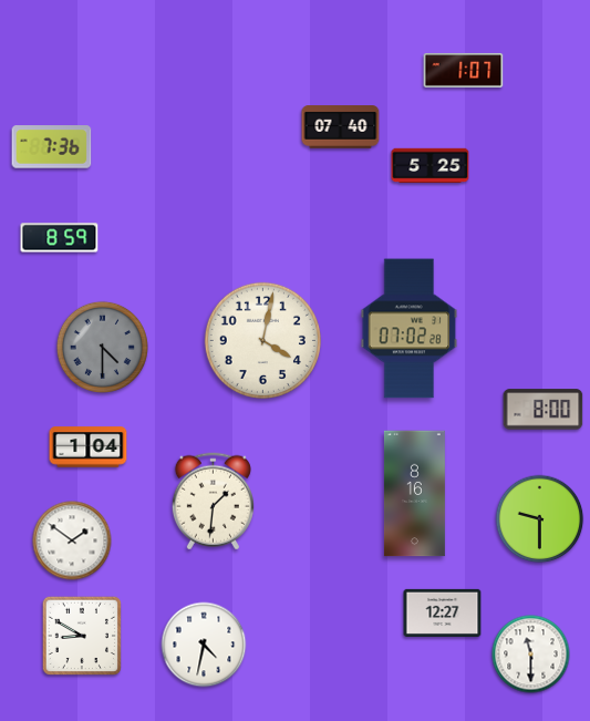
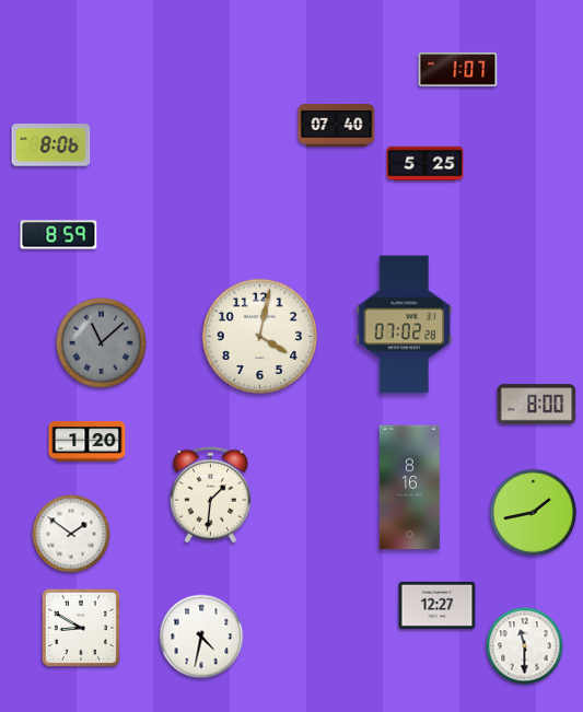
clock at (52, 147): 7:36 -> 8:06
clock at (102, 347): 4:30 -> 11:08
clock at (89, 447): 1:04 -> 1:20
clock at (540, 519): 9:30 -> 1:43
